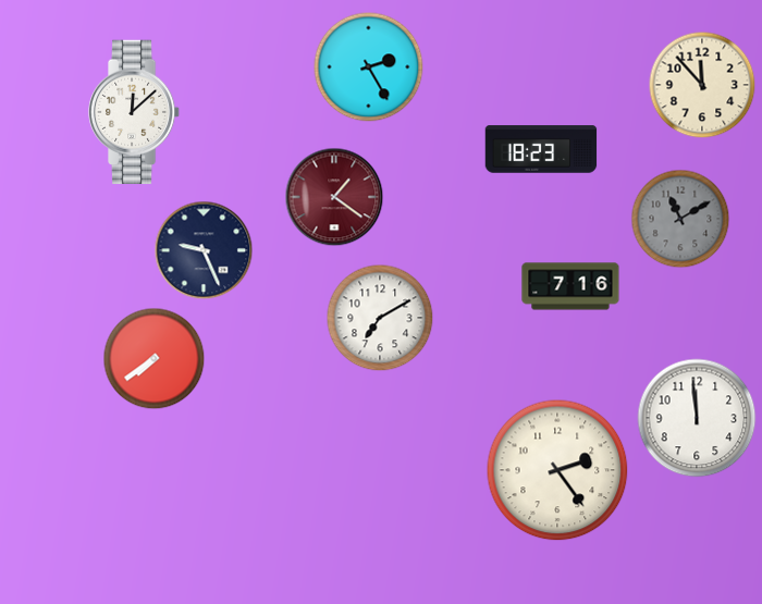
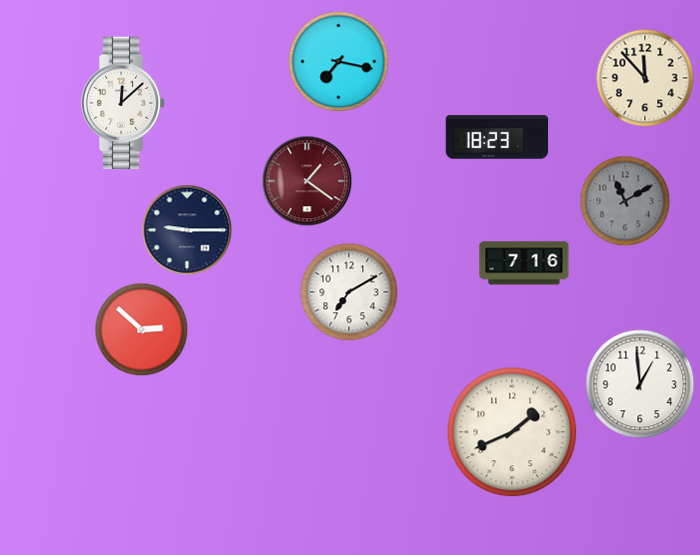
clock at (369, 67): 2:25 -> 7:17
clock at (204, 250): 9:26 -> 9:15
clock at (155, 359): 7:39 -> 2:52
clock at (697, 418): 11:59 -> 12:59
clock at (557, 470): 2:24 -> 1:41
